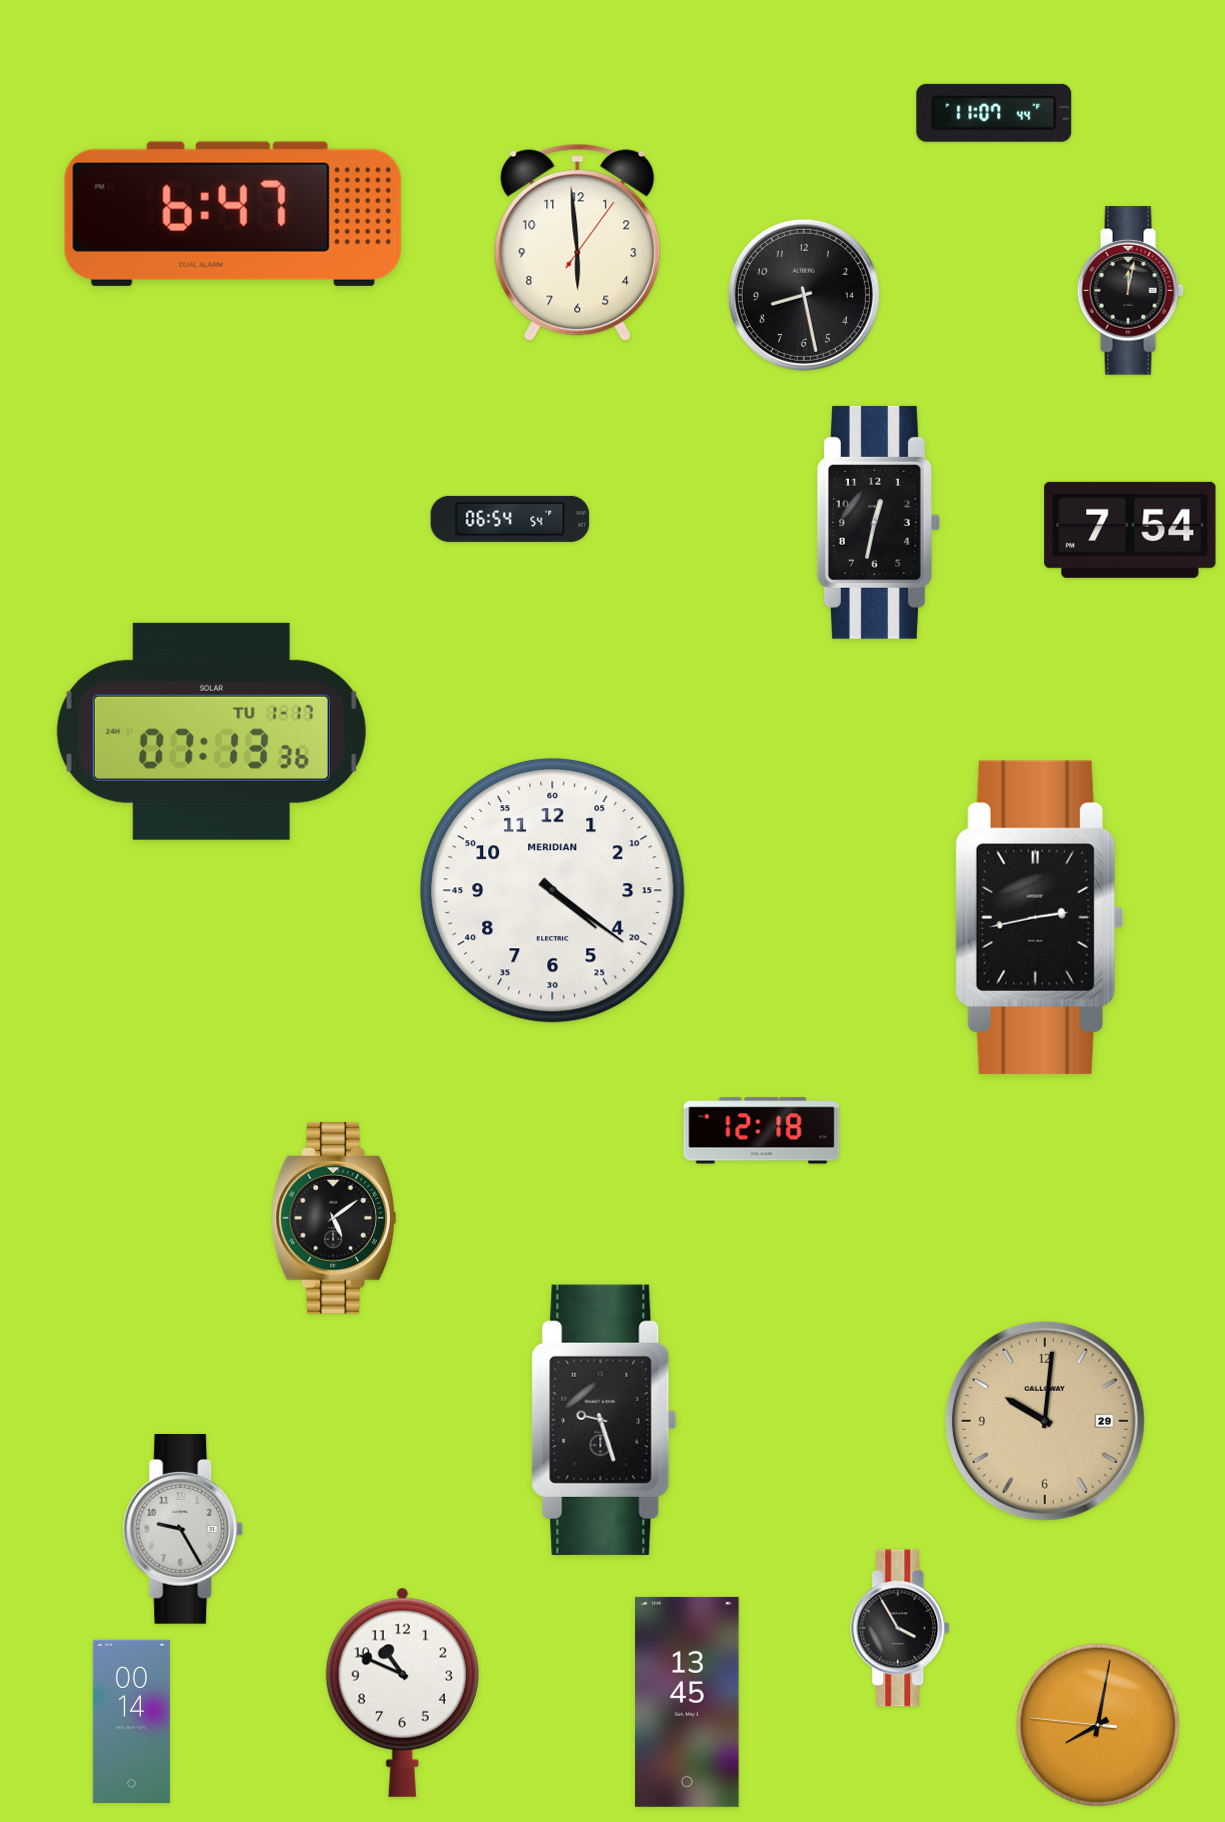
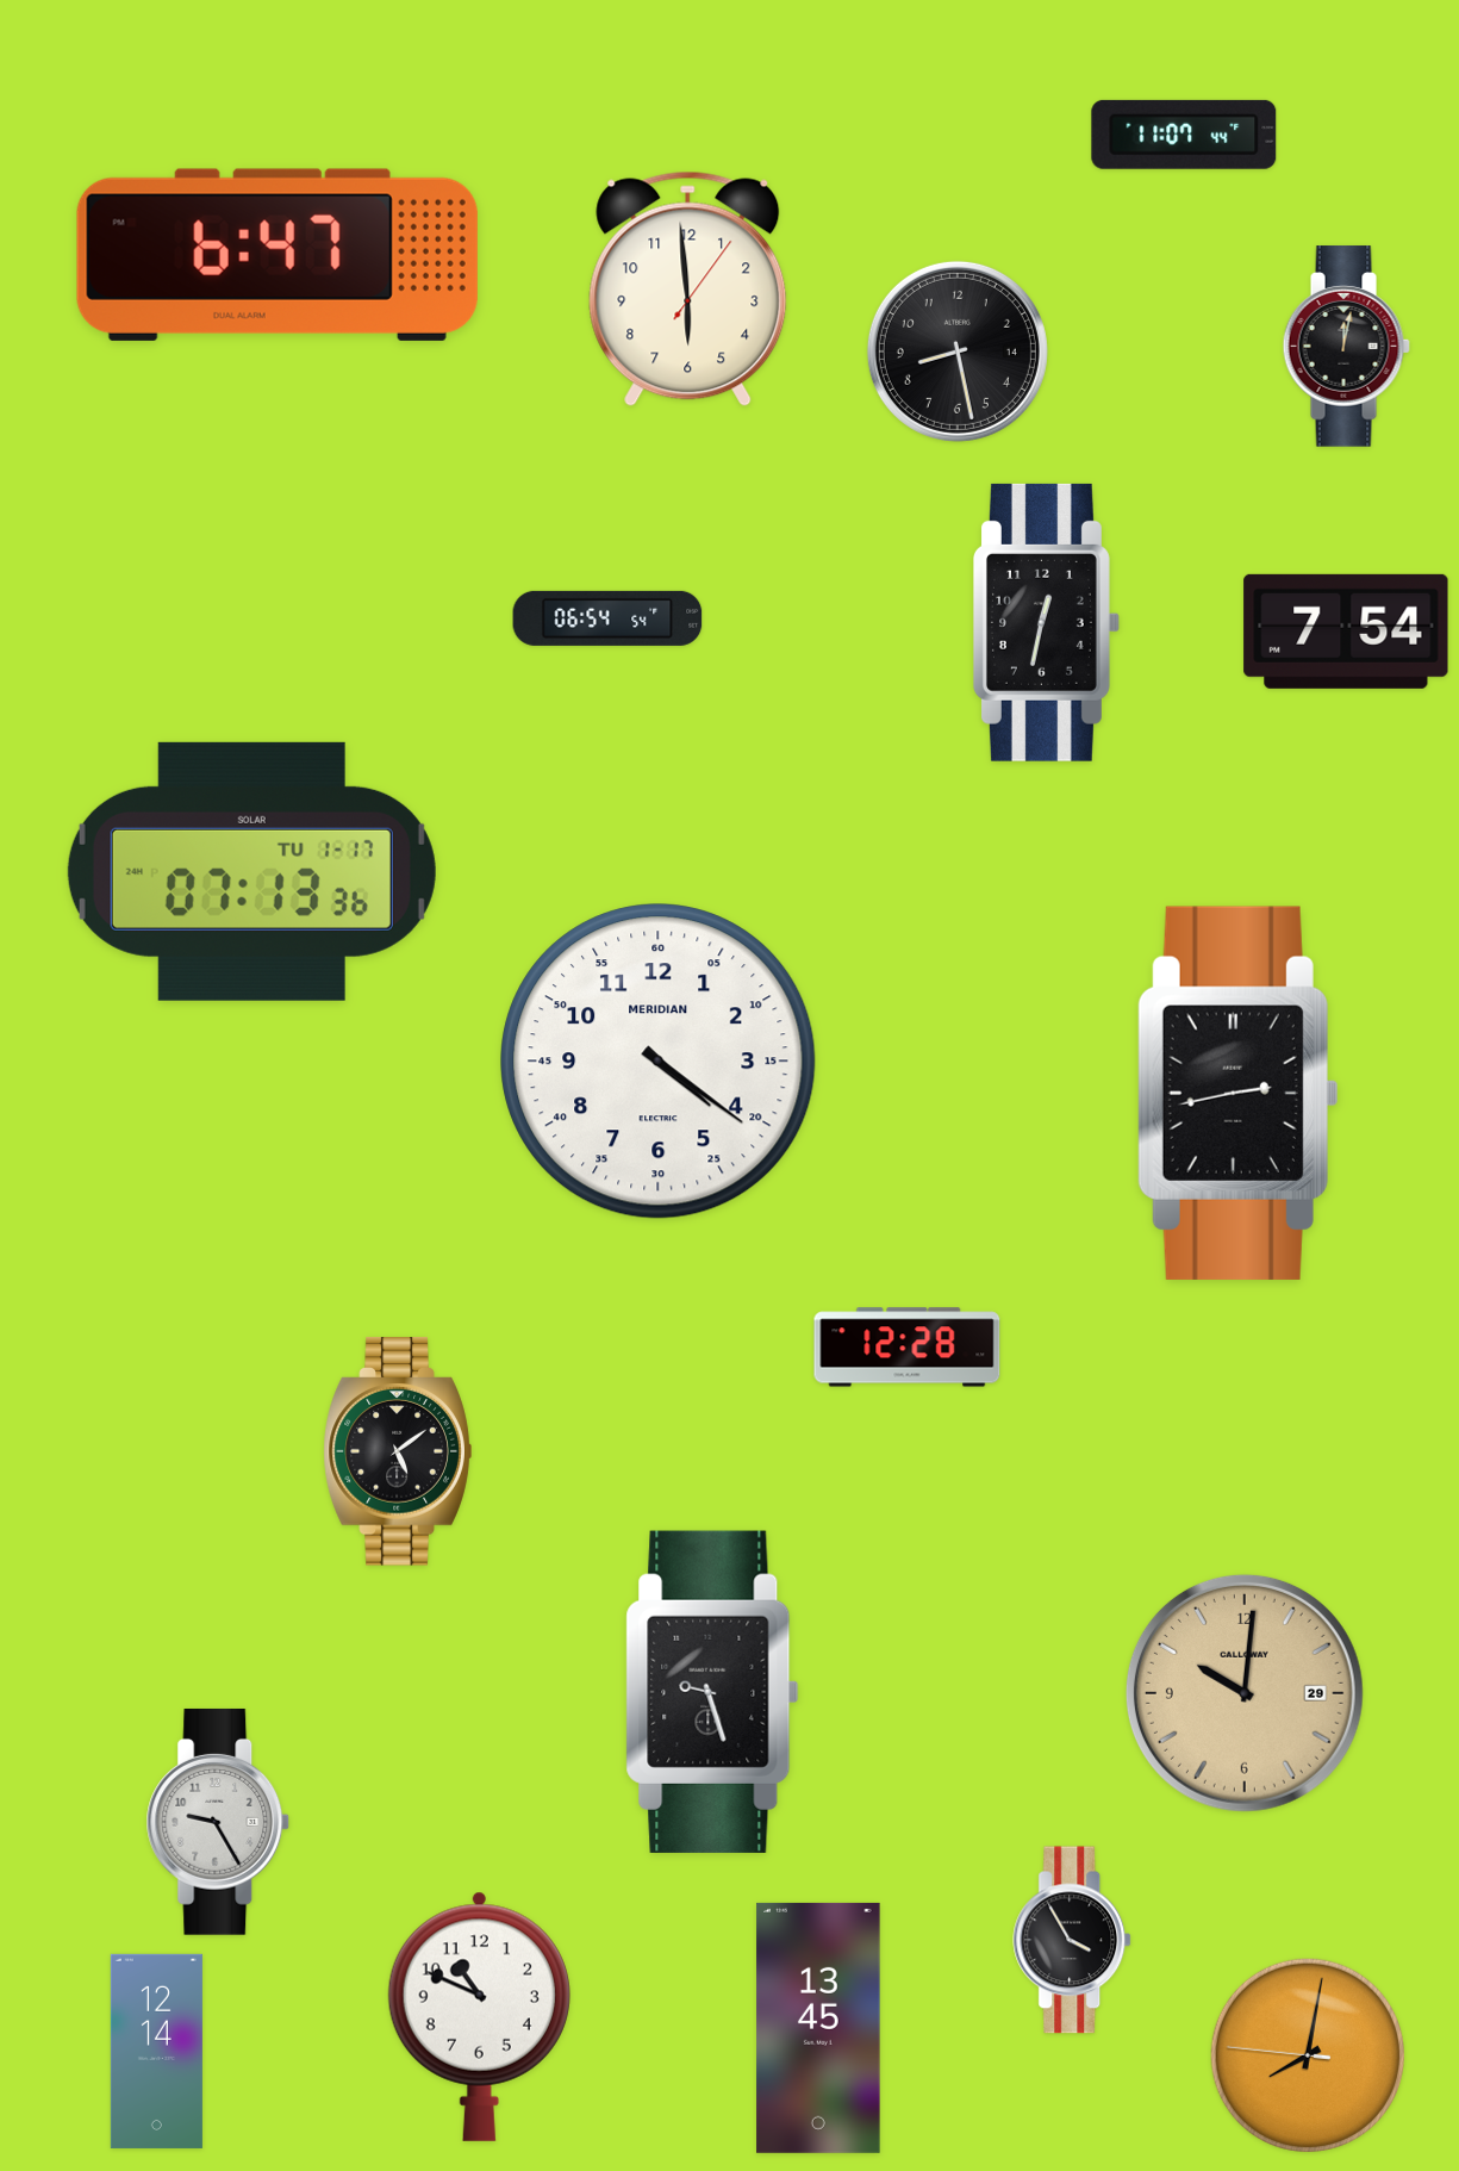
clock at (762, 1131): 12:18 -> 12:28
clock at (604, 1420) position: (604, 1420) -> (712, 1692)
clock at (131, 1721): 00:14 -> 12:14
